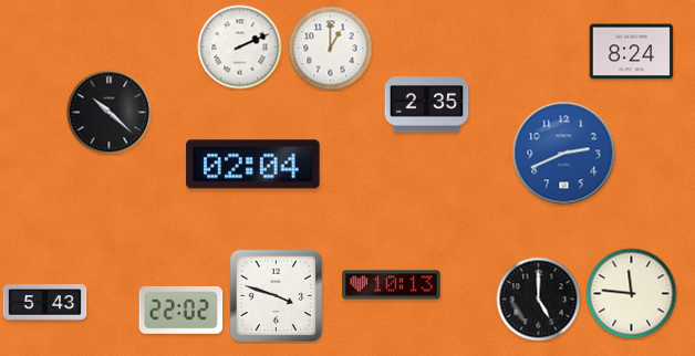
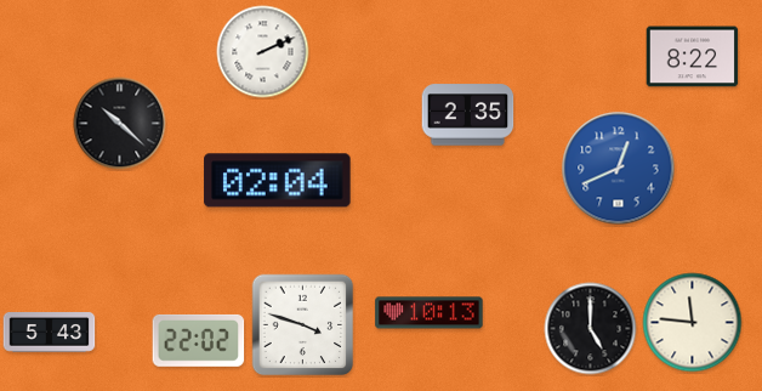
clock at (331, 49): 1:00 -> none
clock at (632, 52): 8:24 -> 8:22
clock at (564, 154): 2:41 -> 12:41
